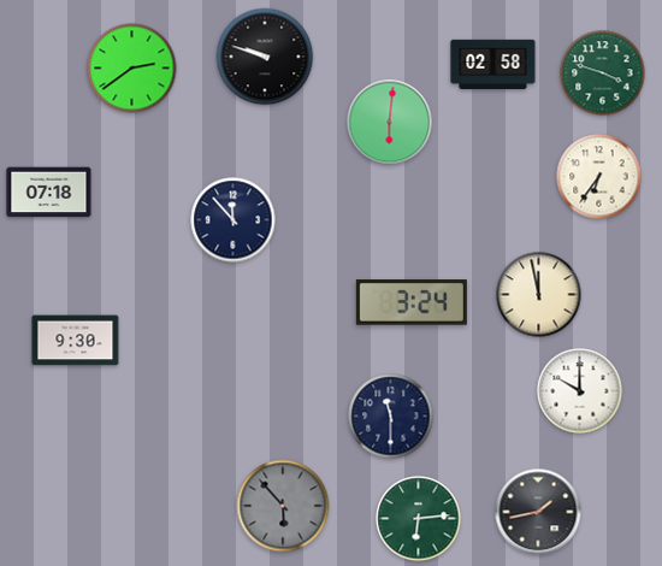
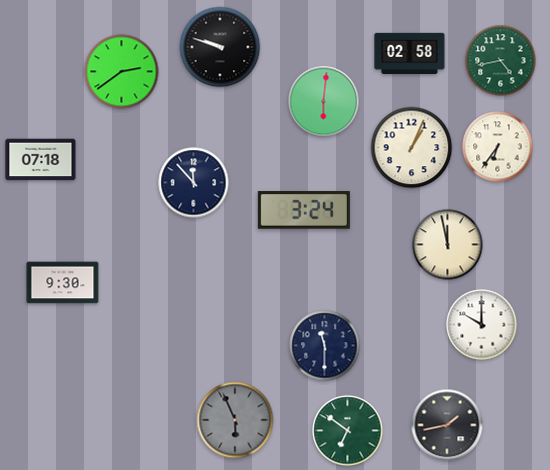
clock at (132, 69) position: (132, 69) -> (122, 72)
clock at (603, 73): 3:48 -> 4:43
clock at (412, 148): none -> 1:04
clock at (412, 302) position: (412, 302) -> (304, 210)
clock at (283, 506): 5:53 -> 5:56
clock at (419, 519): 6:14 -> 6:51
